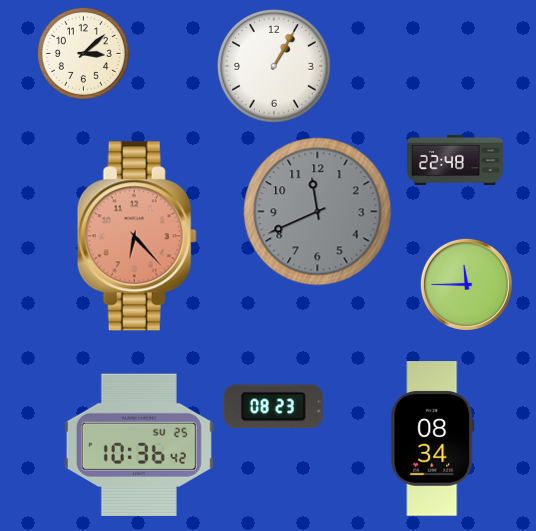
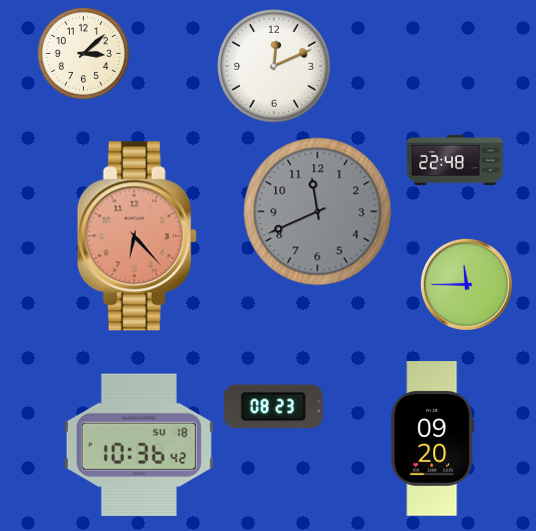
clock at (275, 67): 1:05 -> 12:11
clock at (433, 439): 08:34 -> 09:20
clock at (139, 445) date: SU 25 -> SU 18
